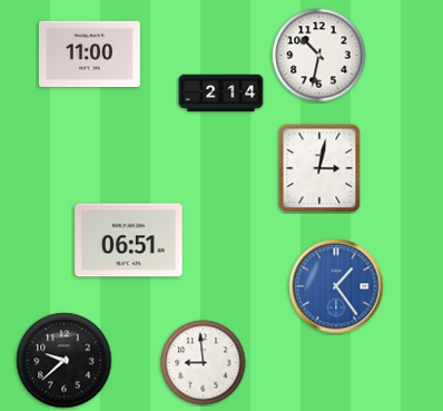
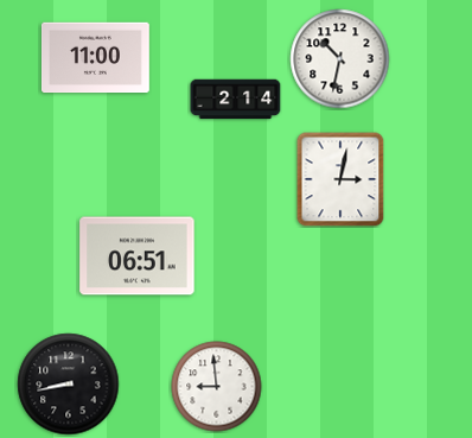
clock at (336, 286): 1:24 -> none
clock at (65, 361): 9:38 -> 8:43
